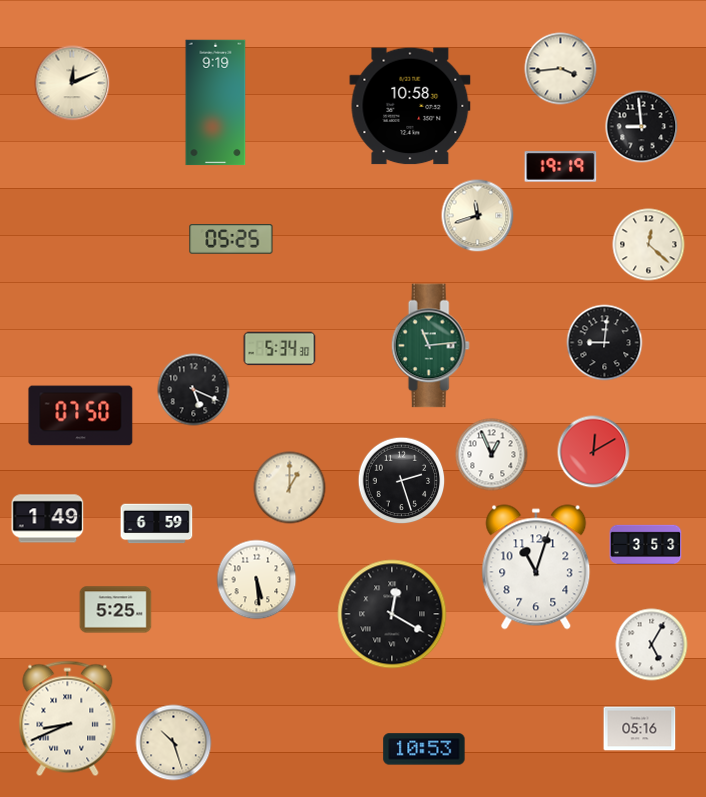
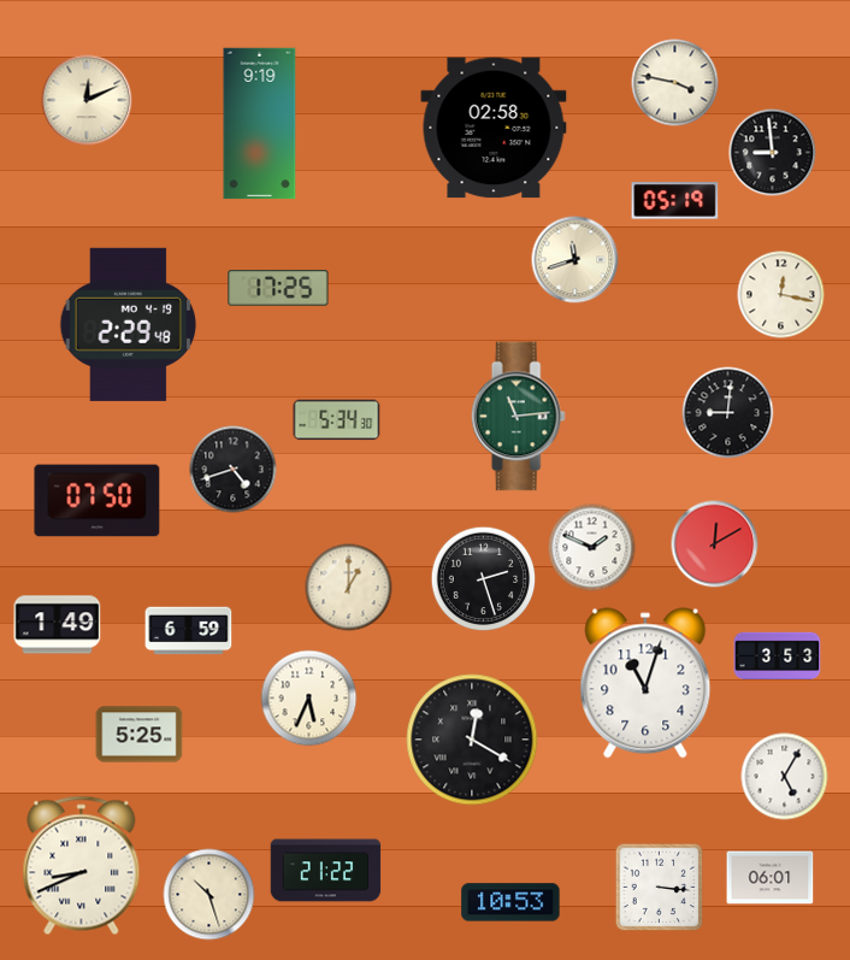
clock at (561, 69): 3:44 -> 3:47
clock at (410, 106): 10:58 -> 02:58
clock at (561, 167): 19:19 -> 05:19
clock at (231, 240): 05:25 -> 17:25
clock at (649, 245): 12:22 -> 12:17
clock at (129, 324): none -> 2:29
clock at (194, 390): 5:19 -> 4:42
clock at (492, 455): 12:56 -> 1:49
clock at (257, 580): 5:29 -> 5:34
clock at (326, 871): none -> 21:22
clock at (640, 729): 05:16 -> 06:01
clock at (660, 888): none -> 3:16
